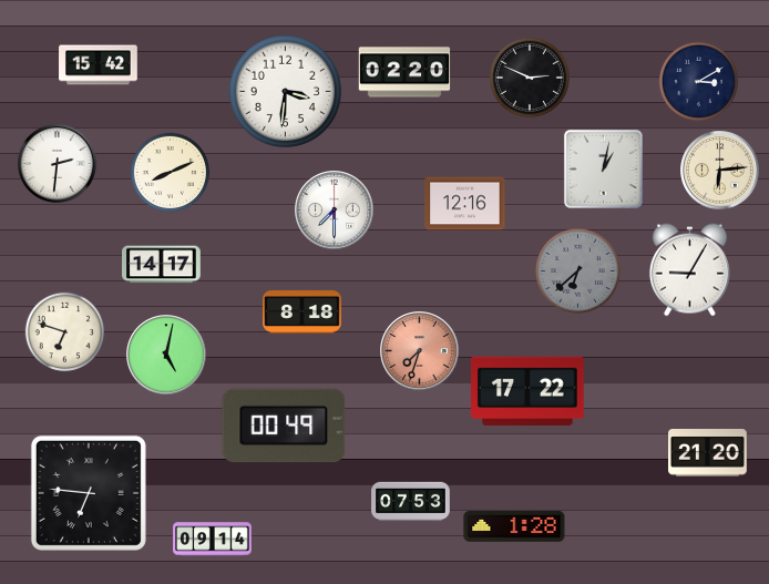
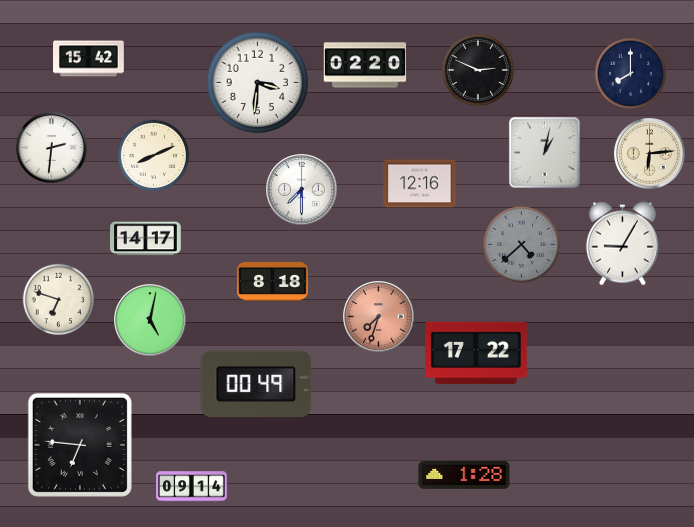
clock at (699, 82): 3:10 -> 8:00
clock at (578, 271): 6:38 -> 4:38
clock at (708, 453): 21:20 -> none
clock at (411, 502): 07:53 -> none
